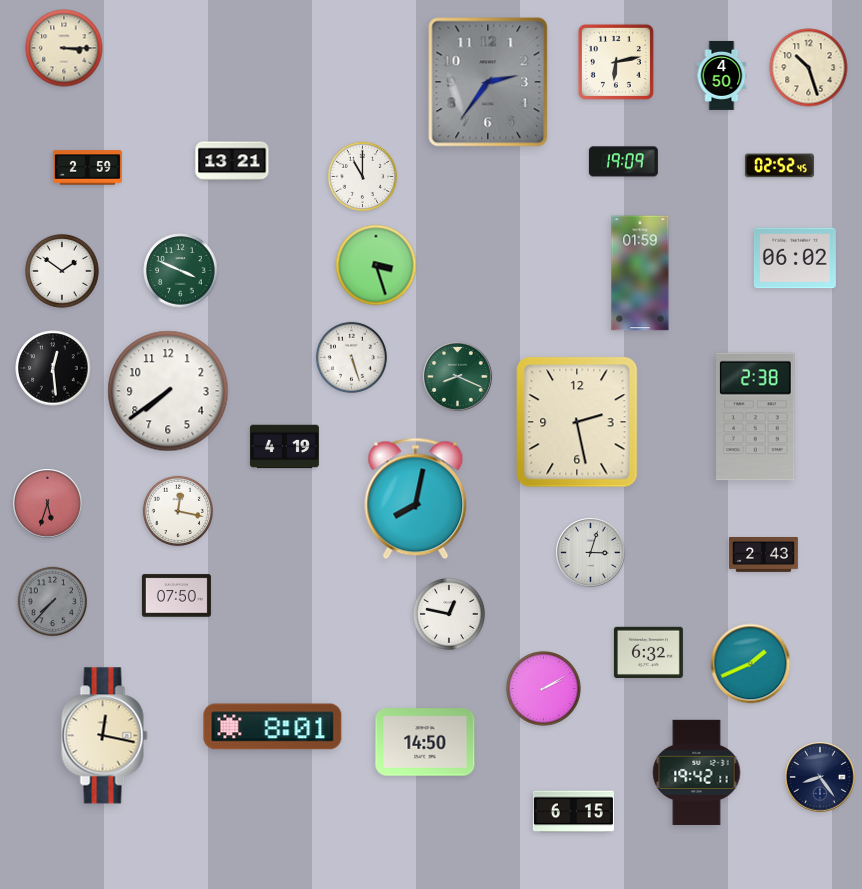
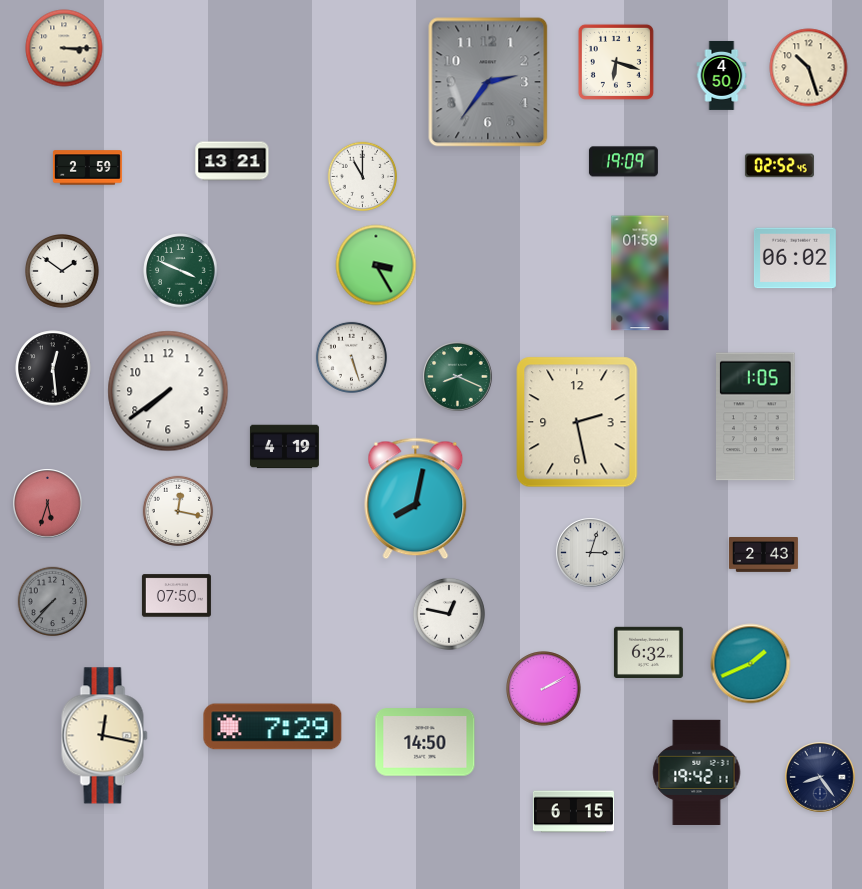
clock at (616, 62): 6:13 -> 6:18
clock at (376, 265): 3:27 -> 3:25
clock at (756, 417): 2:38 -> 1:05
clock at (273, 727): 8:01 -> 7:29
